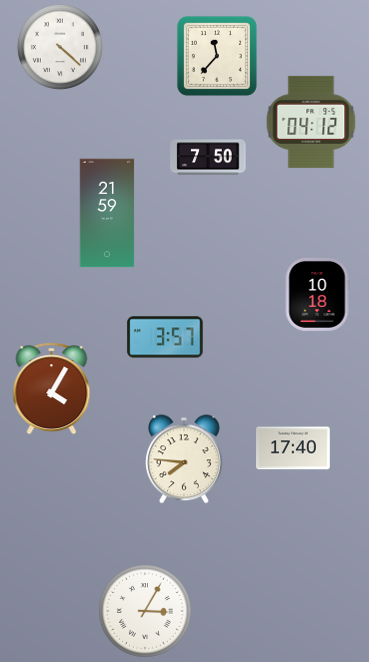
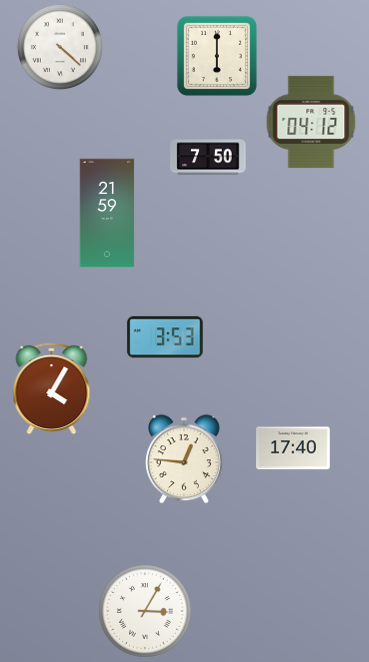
clock at (217, 56): 11:37 -> 6:00
clock at (317, 295): 10:18 -> none
clock at (165, 337): 3:57 -> 3:53
clock at (185, 459): 7:46 -> 12:46
